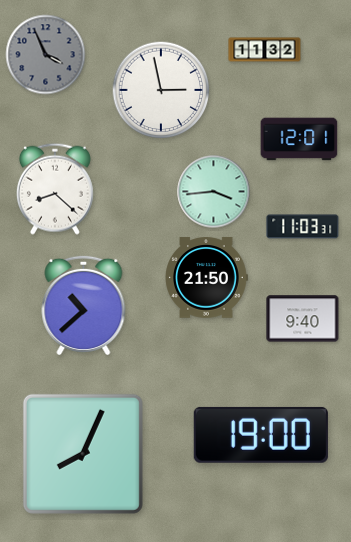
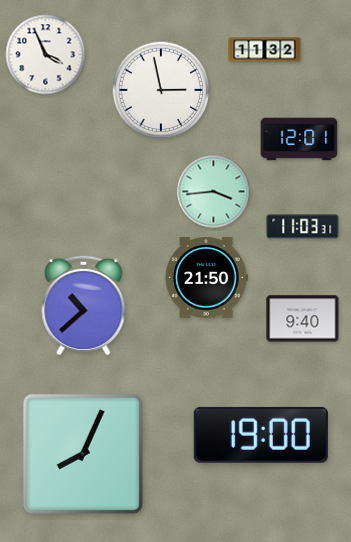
clock at (46, 55) dial: grey -> white
clock at (55, 189): 8:22 -> none
